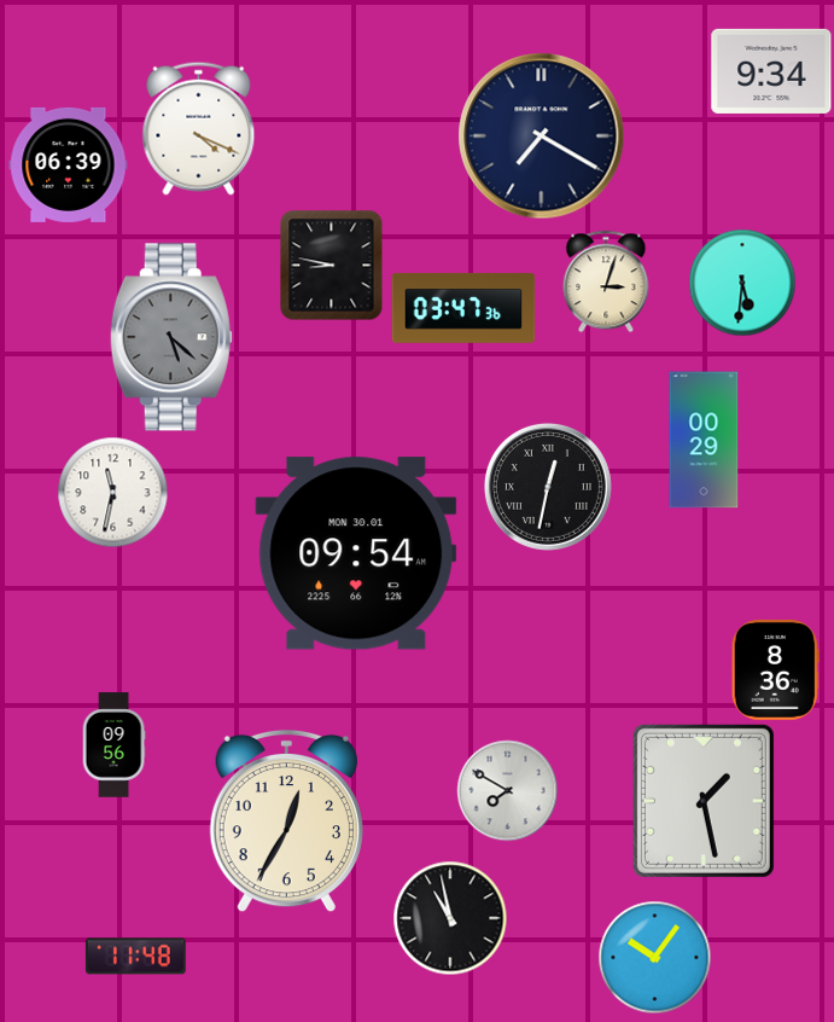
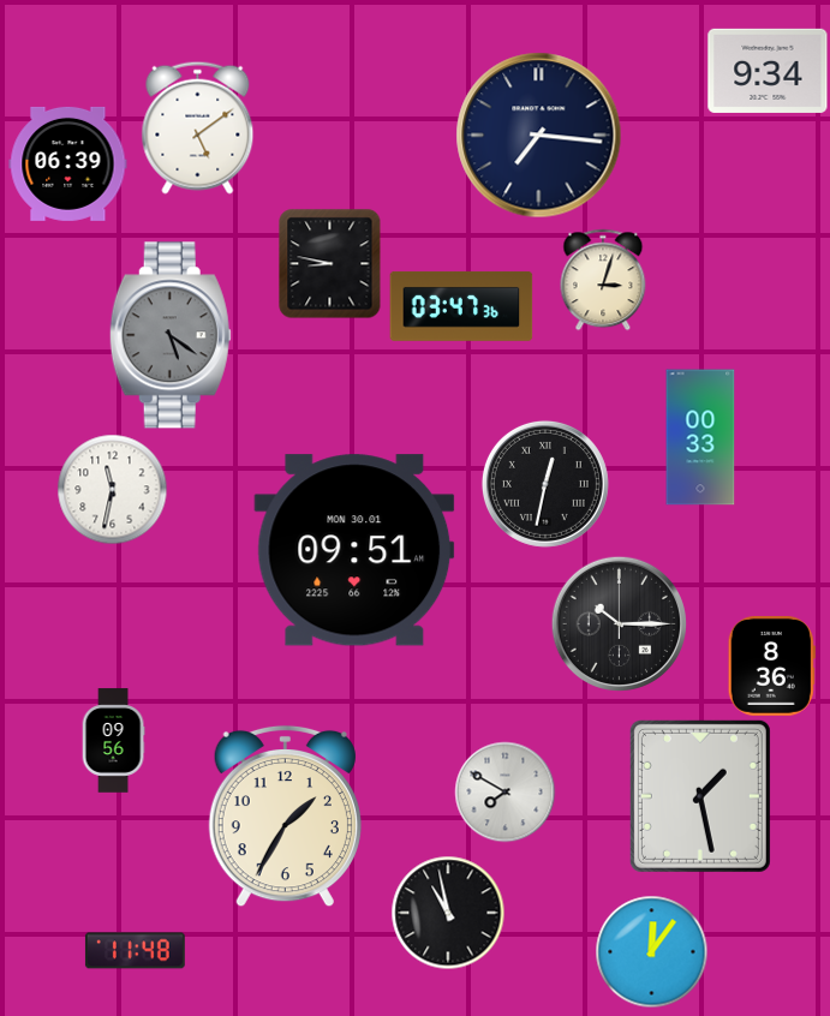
clock at (199, 128): 4:19 -> 5:09
clock at (542, 137): 7:20 -> 7:16
clock at (742, 283): 5:31 -> none
clock at (171, 337): 5:22 -> 5:21
clock at (704, 440): 00:29 -> 00:33
clock at (356, 553): 09:54 -> 09:51
clock at (619, 623): none -> 10:15
clock at (507, 790) position: (507, 790) -> (504, 791)
clock at (286, 821): 12:35 -> 1:35
clock at (654, 957): 10:06 -> 12:06
